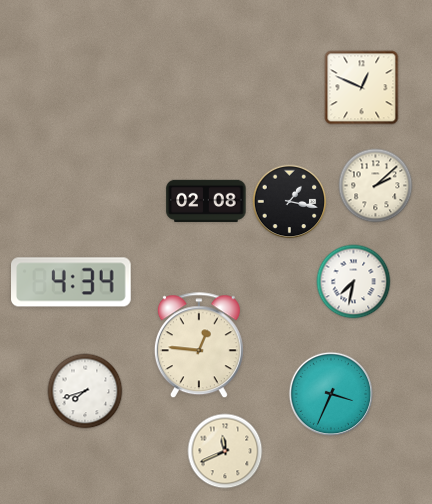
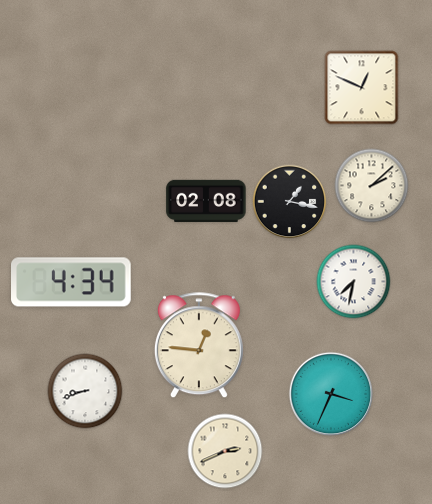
clock at (376, 186) position: (376, 186) -> (372, 186)
clock at (85, 391): 7:42 -> 8:42
clock at (225, 451): 11:41 -> 2:41
